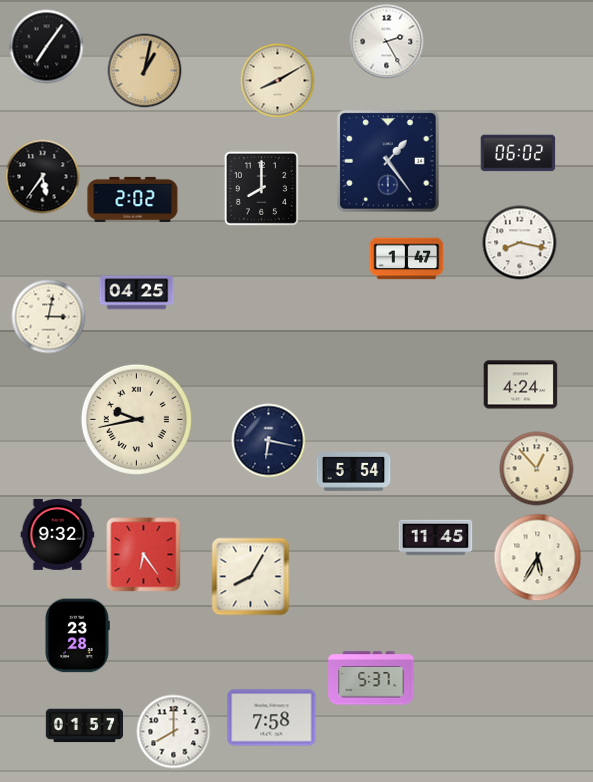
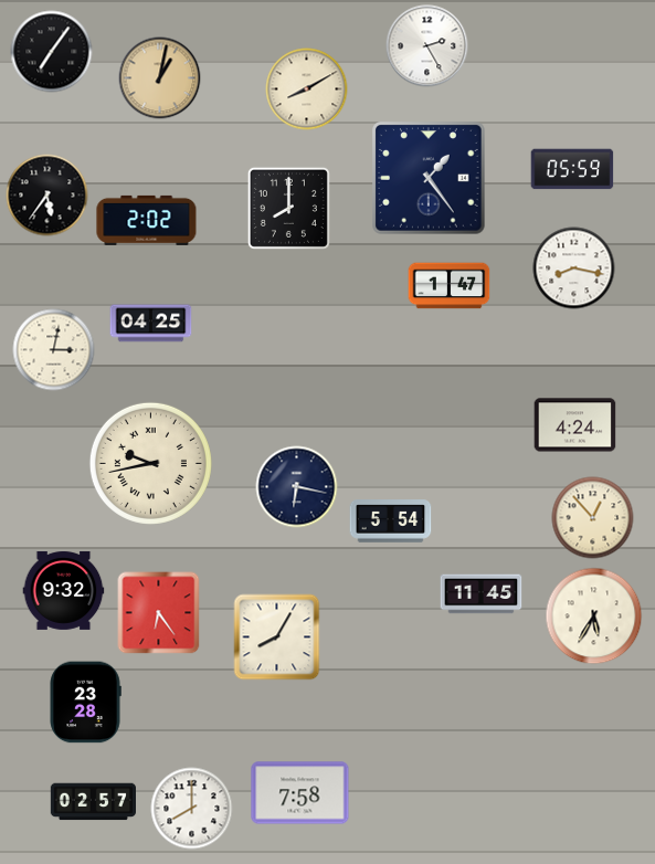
clock at (518, 153): 06:02 -> 05:59
clock at (371, 678): 5:37 -> none
clock at (84, 726): 01:57 -> 02:57
